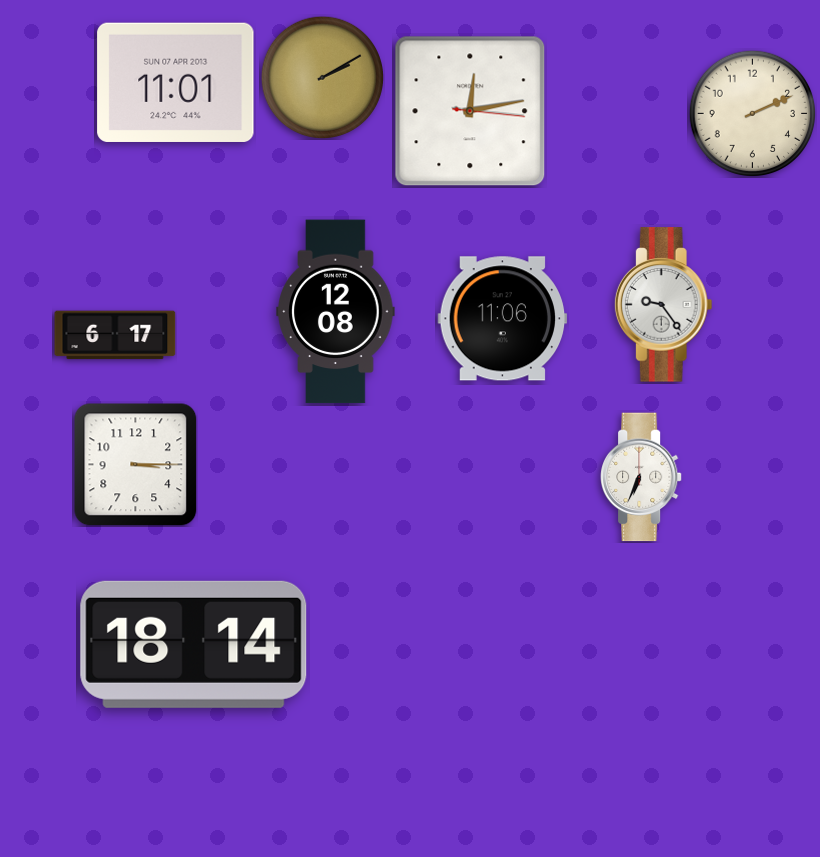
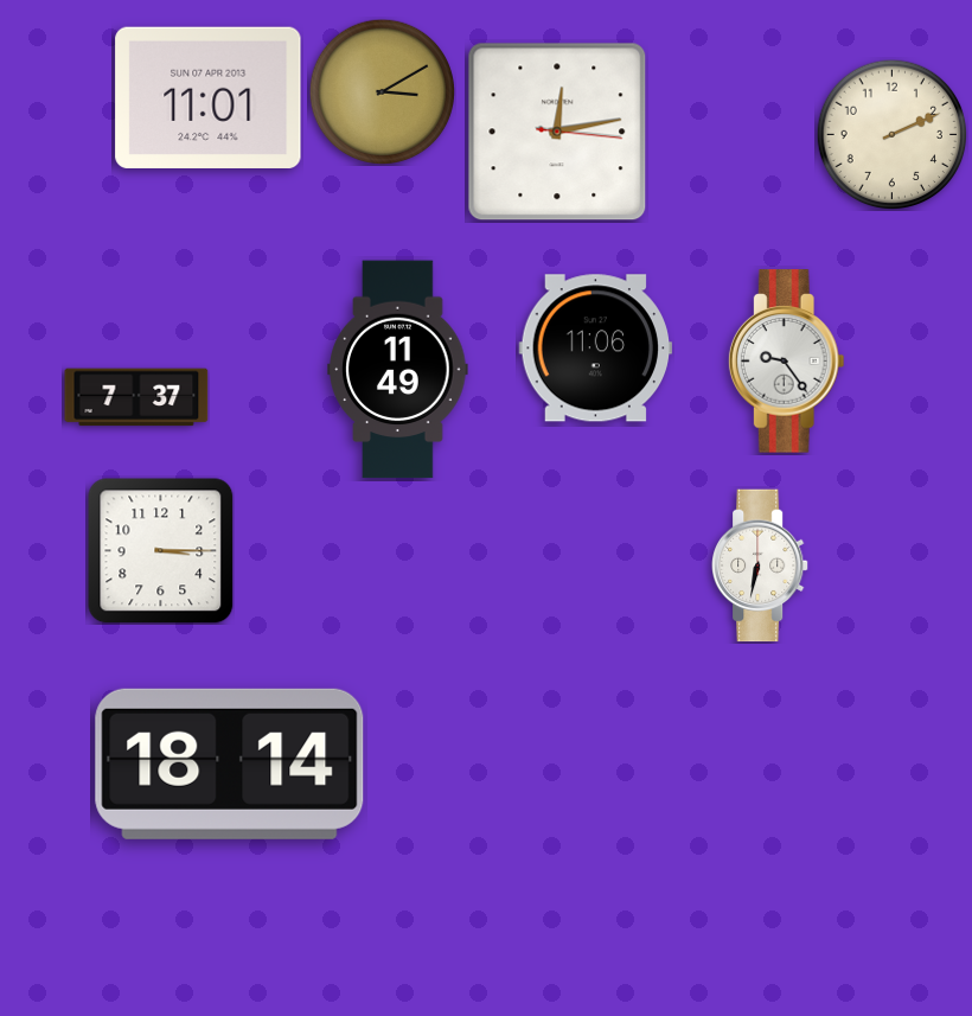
clock at (322, 77): 2:10 -> 3:10
clock at (336, 312): 12:08 -> 11:49
clock at (503, 319) position: (503, 319) -> (596, 349)
clock at (115, 335): 6:17 -> 7:37
clock at (641, 477): 6:34 -> 6:32
